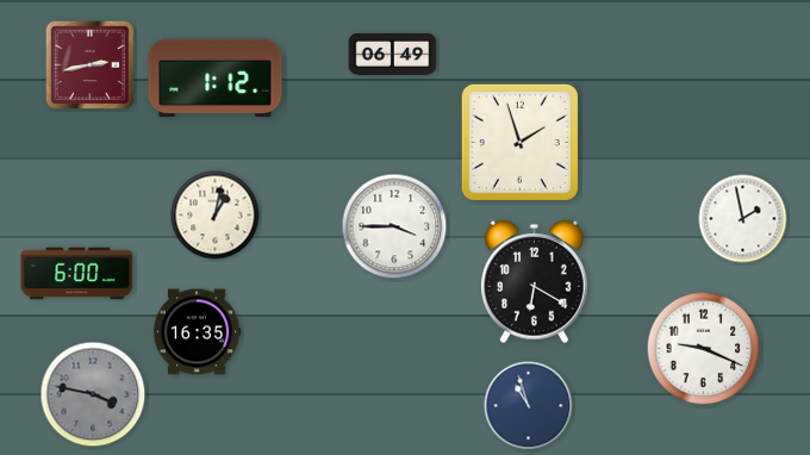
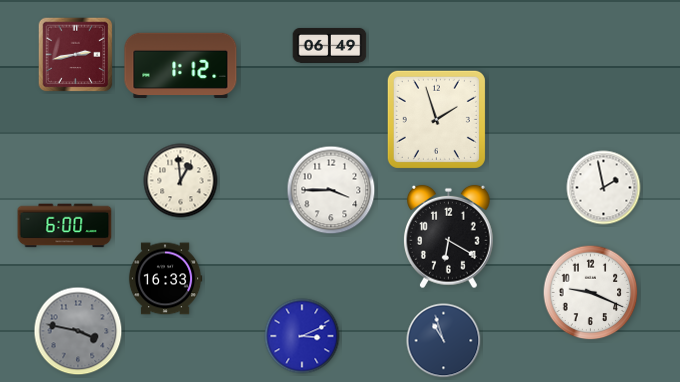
clock at (216, 216): 1:02 -> 12:59
clock at (743, 219) position: (743, 219) -> (604, 188)
clock at (77, 274) position: (77, 274) -> (65, 226)
clock at (197, 332): 16:35 -> 16:33
clock at (302, 336): none -> 3:11
